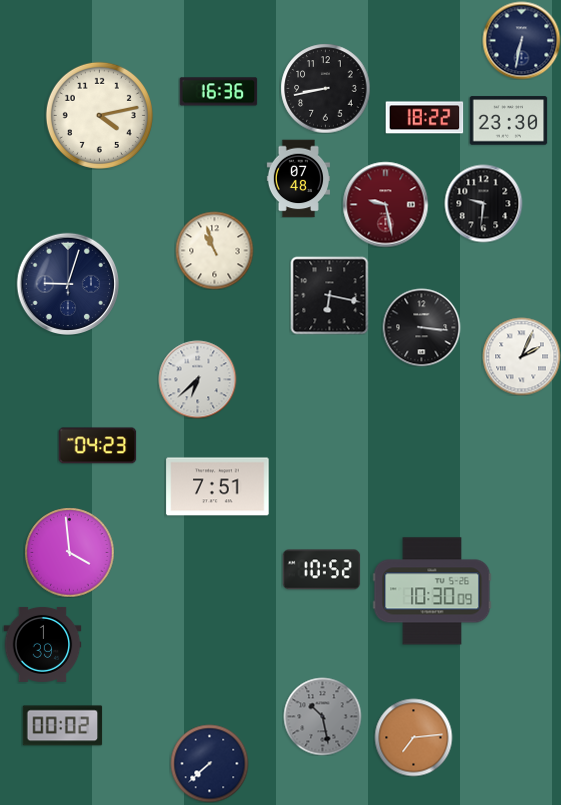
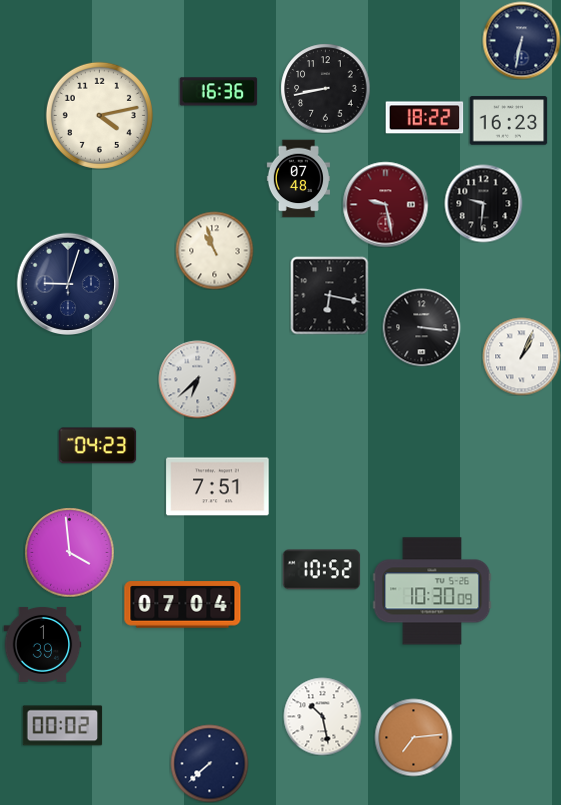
clock at (508, 121): 23:30 -> 16:23
clock at (521, 356): 2:04 -> 1:04
clock at (183, 605): none -> 07:04
clock at (322, 716) dial: grey -> white
